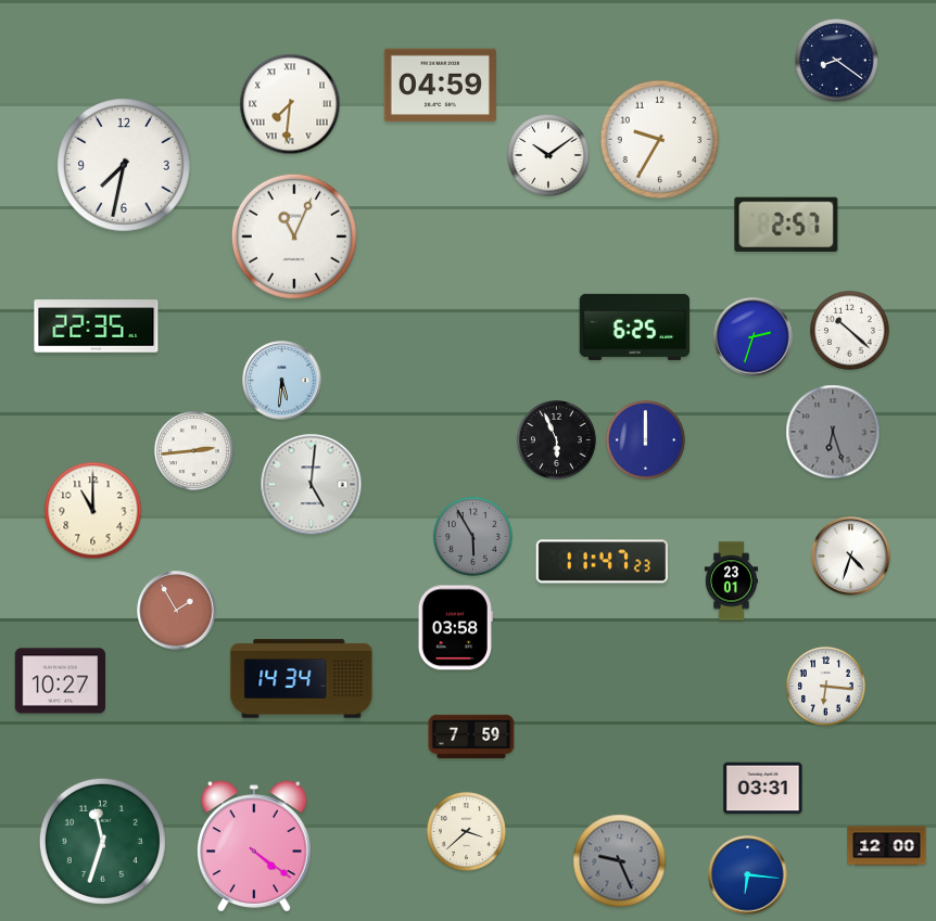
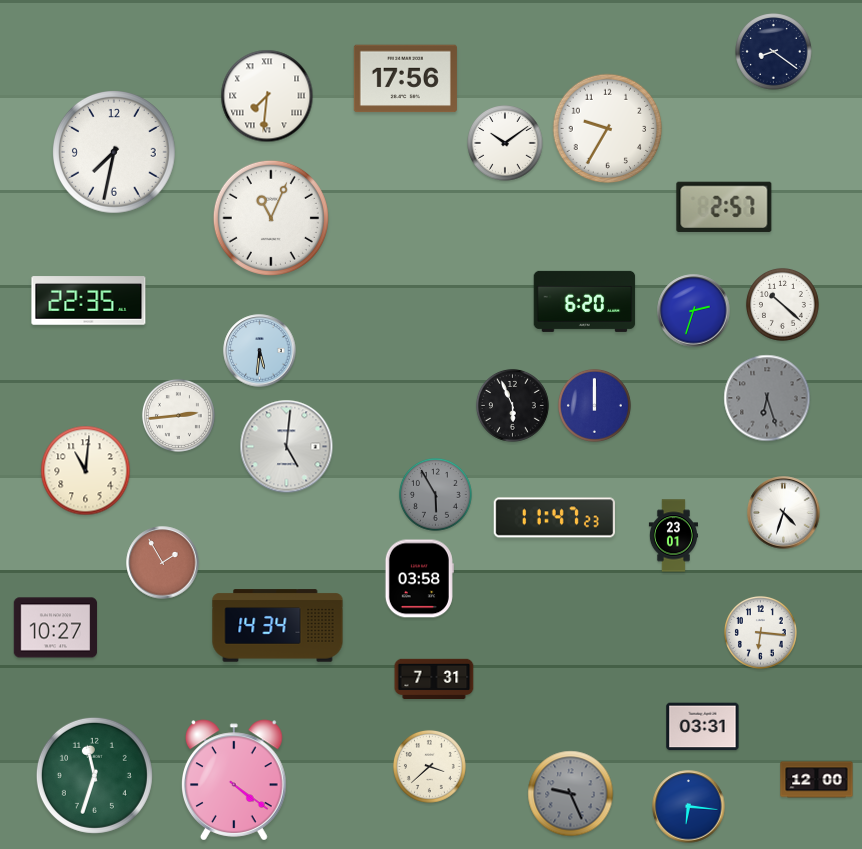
clock at (837, 61) position: (837, 61) -> (774, 52)
clock at (440, 86): 04:59 -> 17:56
clock at (635, 327): 6:25 -> 6:20
clock at (93, 511): 11:00 -> 11:01
clock at (471, 737): 7:59 -> 7:31
